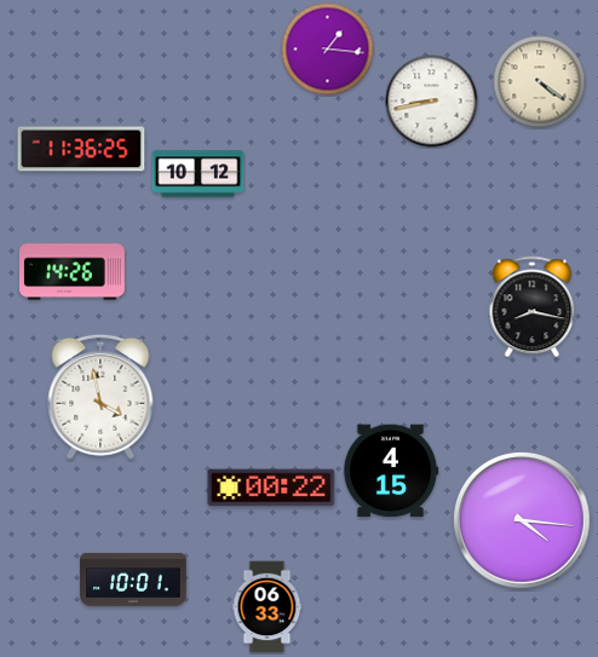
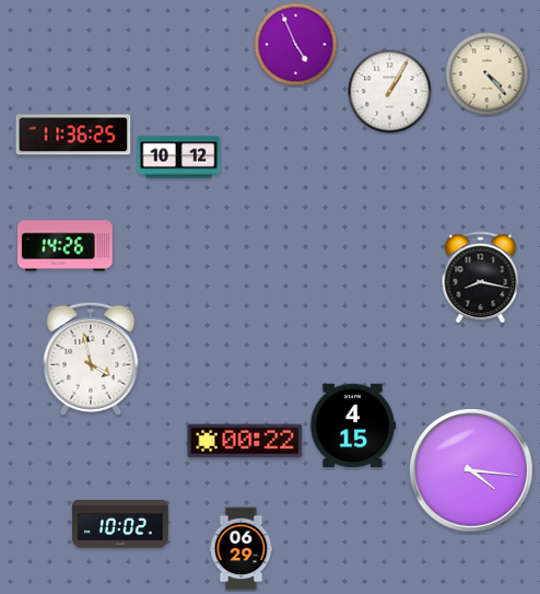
clock at (328, 50): 1:16 -> 4:56
clock at (540, 82): 4:21 -> 4:23
clock at (432, 102): 8:43 -> 1:05
clock at (133, 580): 10:01 -> 10:02
clock at (268, 607): 06:33 -> 06:29
